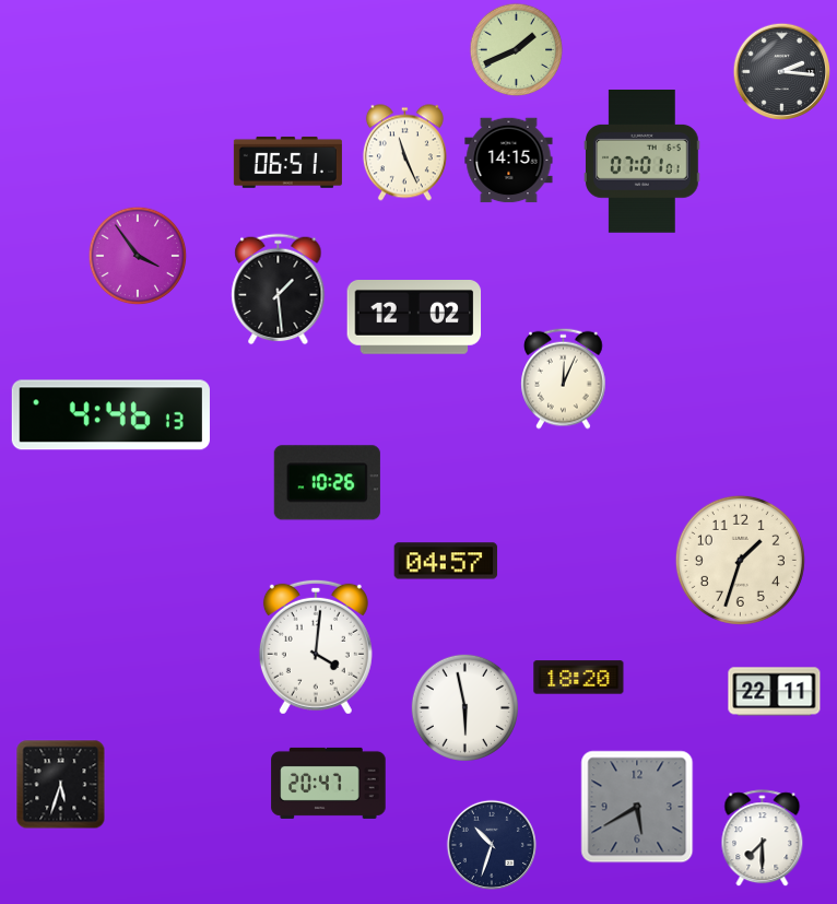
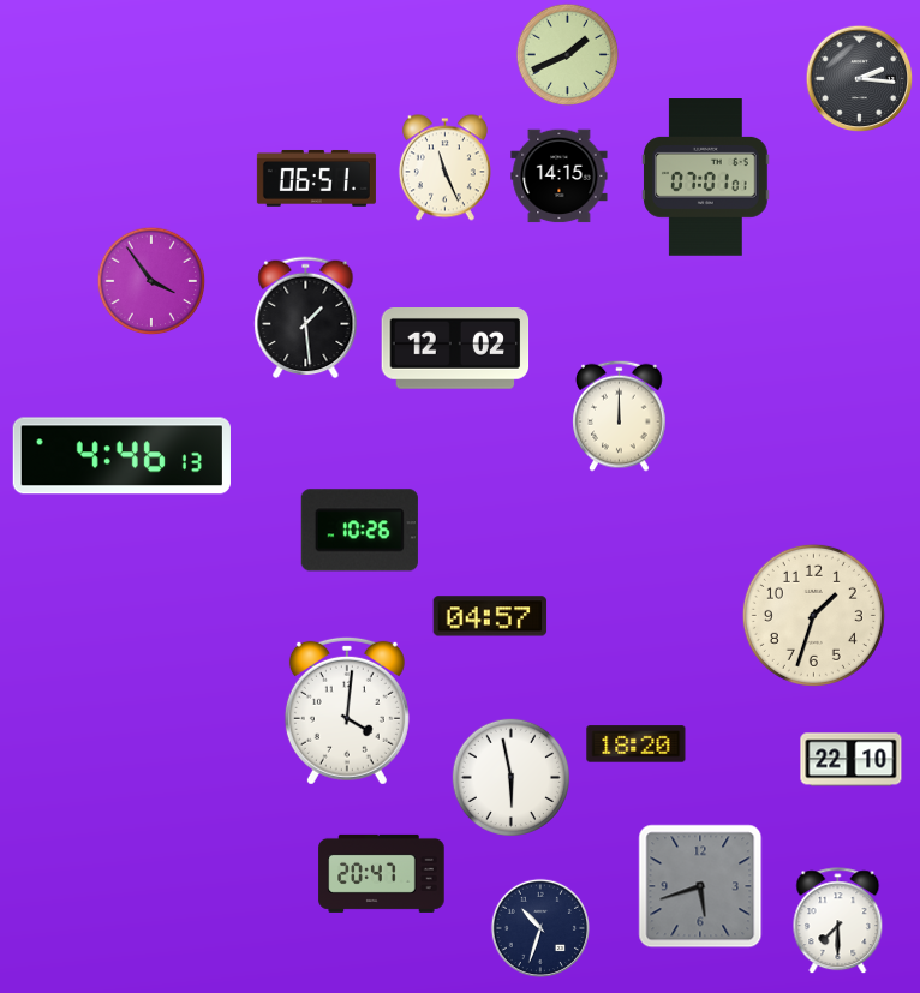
clock at (564, 378): 12:04 -> 12:00
clock at (775, 692): 22:11 -> 22:10
clock at (329, 783) position: (329, 783) -> (382, 873)
clock at (61, 785): 5:33 -> none
clock at (637, 807): 5:40 -> 5:42
